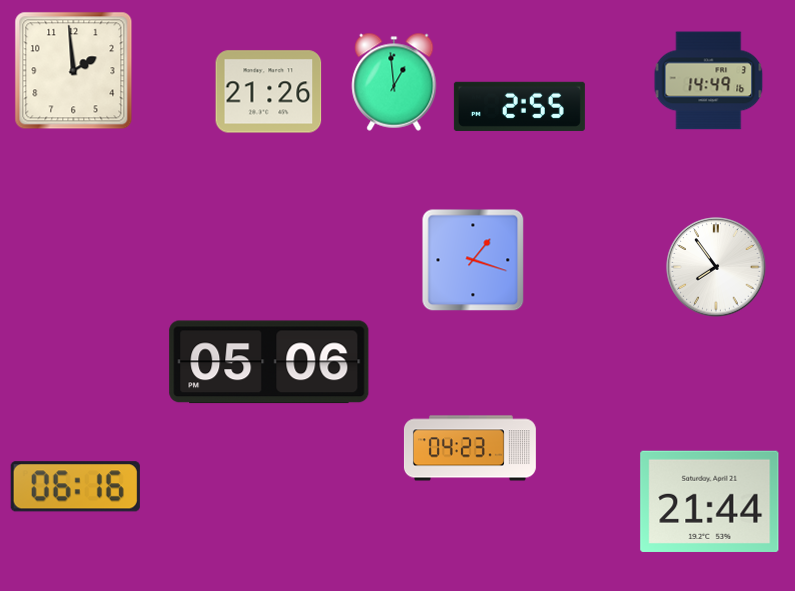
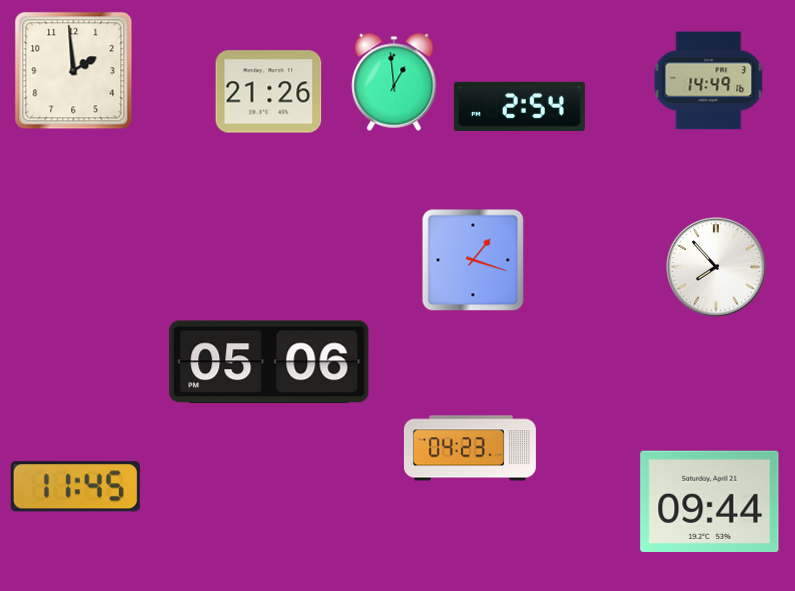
clock at (519, 106): 2:55 -> 2:54
clock at (716, 267): 7:54 -> 7:53
clock at (75, 487): 06:16 -> 11:45
clock at (710, 501): 21:44 -> 09:44
